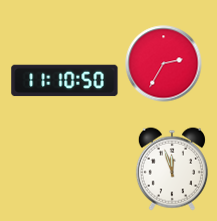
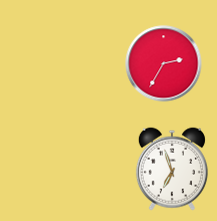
clock at (65, 81): 11:10 -> none
clock at (172, 169): 11:57 -> 6:57
